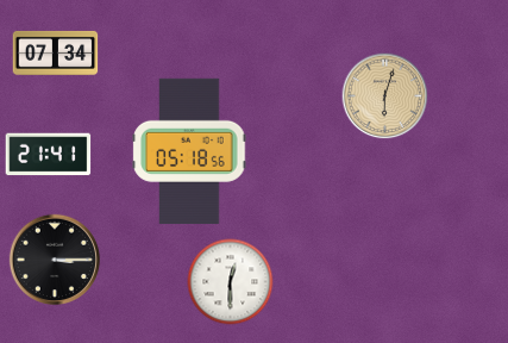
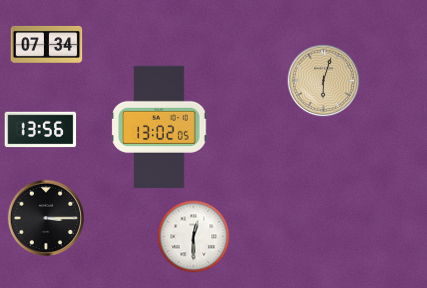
clock at (189, 151): 05:18 -> 13:02
clock at (49, 155): 21:41 -> 13:56
